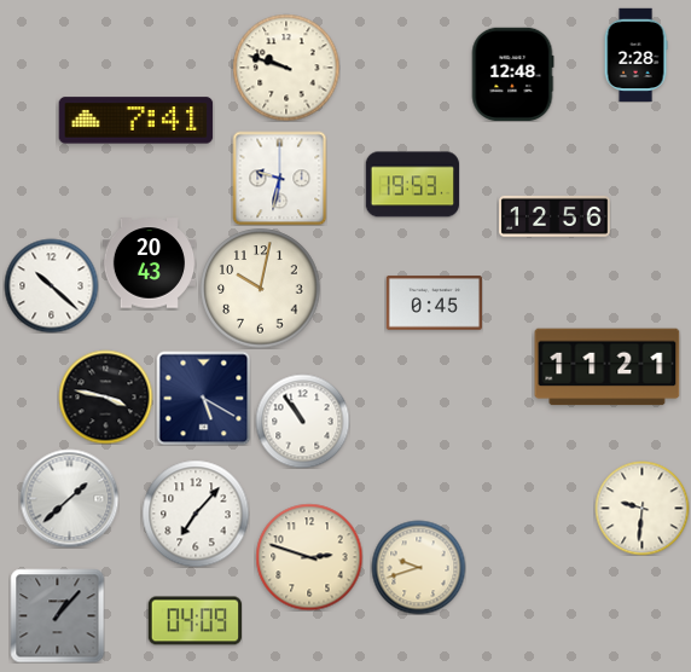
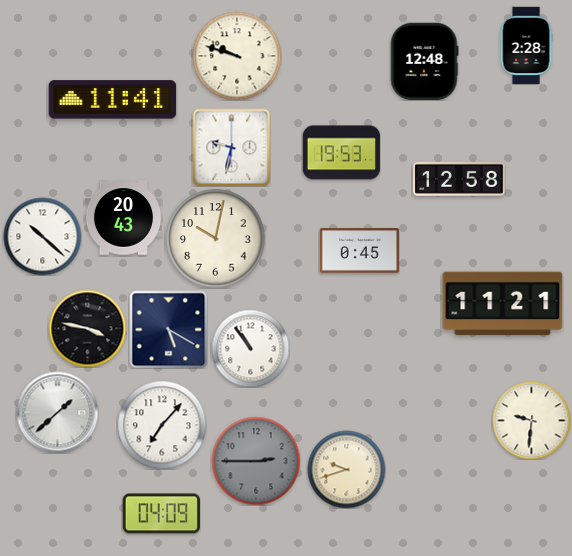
clock at (137, 121): 7:41 -> 11:41
clock at (554, 216): 12:56 -> 12:58
clock at (309, 557): 2:48 -> 2:45
clock at (309, 557) dial: cream -> grey
clock at (57, 615): 1:07 -> none
